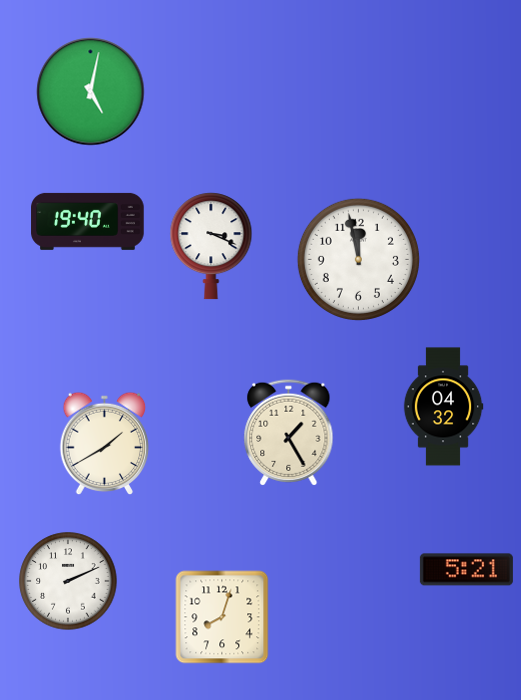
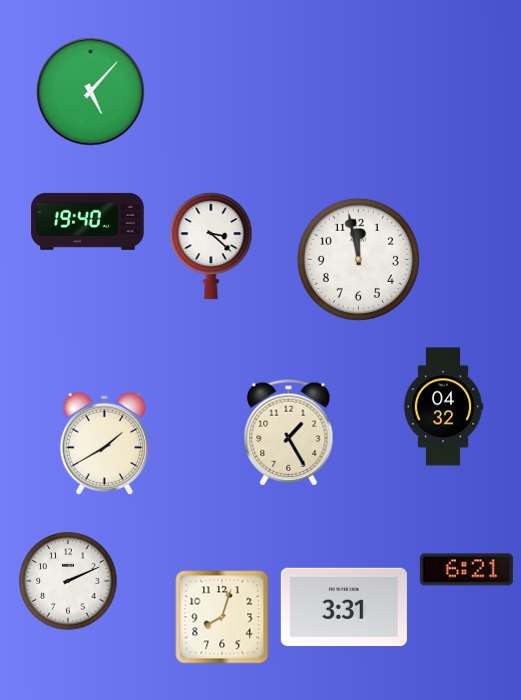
clock at (91, 92): 5:02 -> 5:07
clock at (211, 246): 3:19 -> 3:22
clock at (466, 570): 5:21 -> 6:21
clock at (344, 607): none -> 3:31
